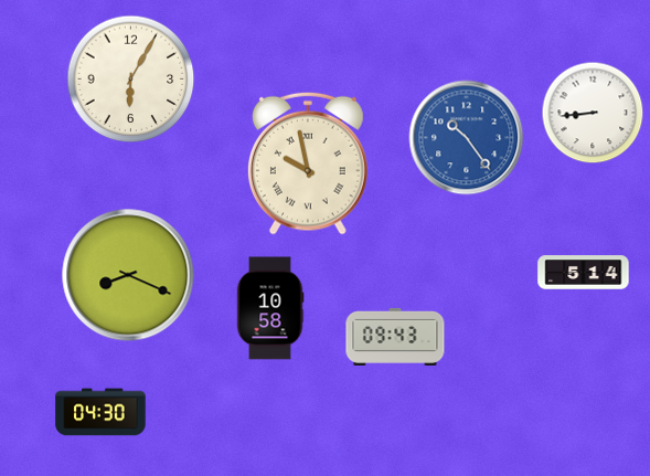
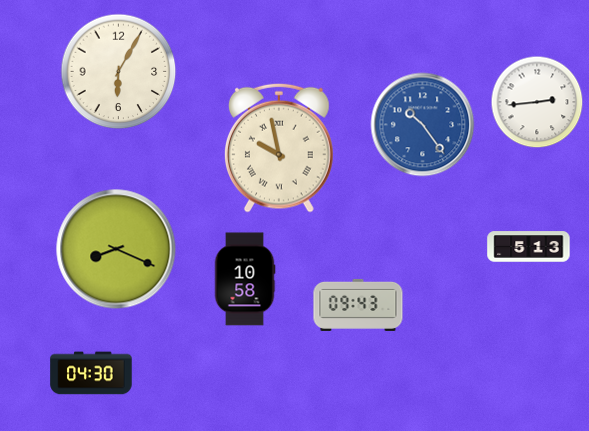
clock at (593, 113): 8:44 -> 2:44
clock at (584, 273): 5:14 -> 5:13
